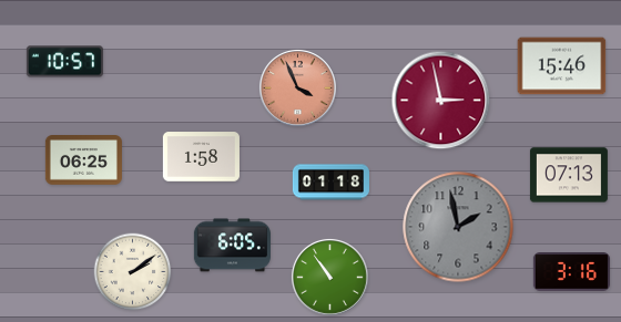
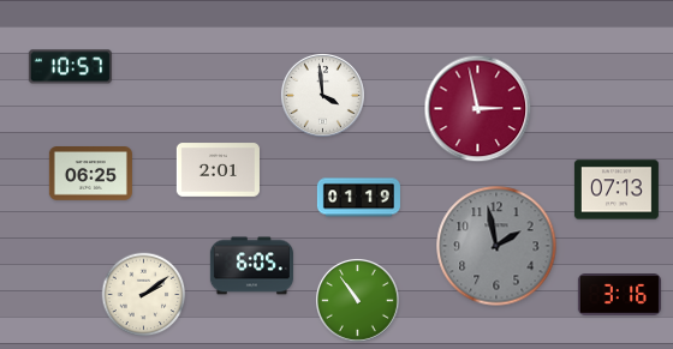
clock at (562, 66): 15:46 -> none
clock at (297, 87): 3:56 -> 3:59
clock at (297, 87) dial: salmon -> white
clock at (201, 157): 1:58 -> 2:01
clock at (330, 183): 01:18 -> 01:19
